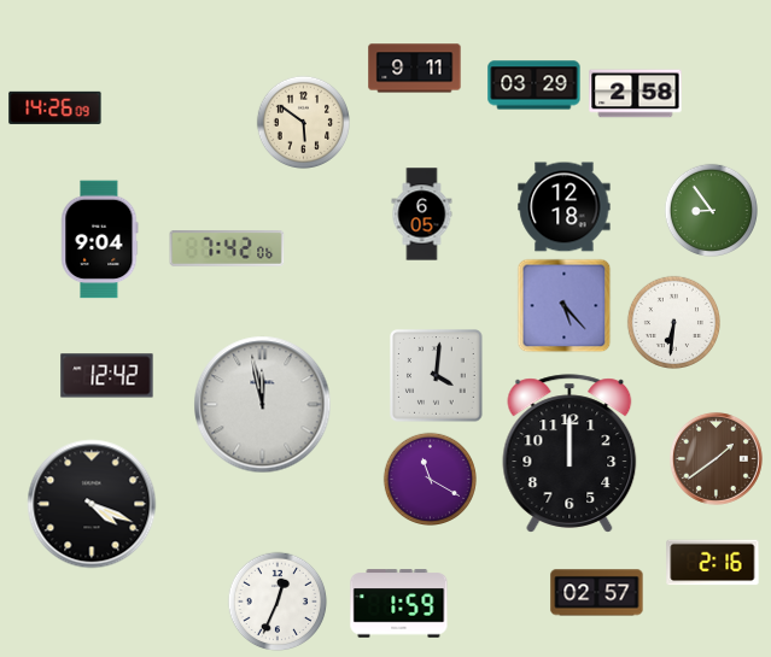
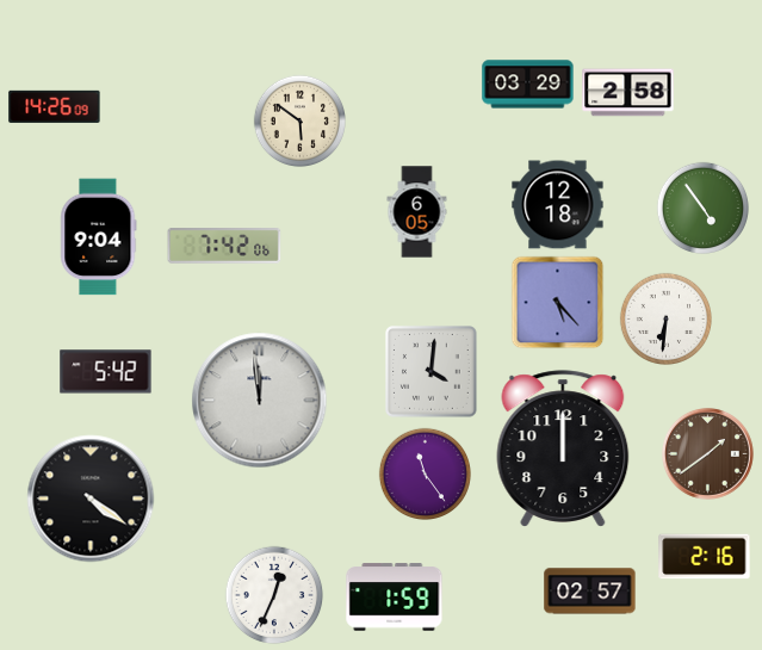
clock at (415, 69): 9:11 -> none
clock at (711, 210): 8:54 -> 4:54
clock at (107, 376): 12:42 -> 5:42
clock at (263, 405): 11:58 -> 11:59
clock at (430, 479): 11:20 -> 11:24
clock at (92, 504): 4:19 -> 4:21
clock at (597, 593) position: (597, 593) -> (590, 592)
